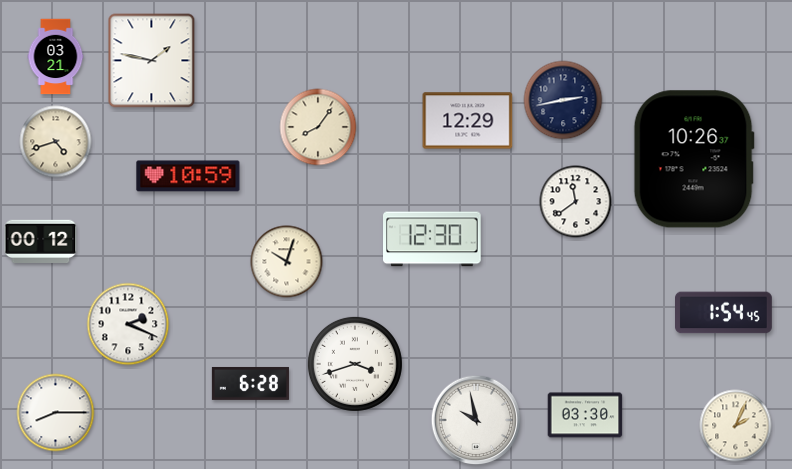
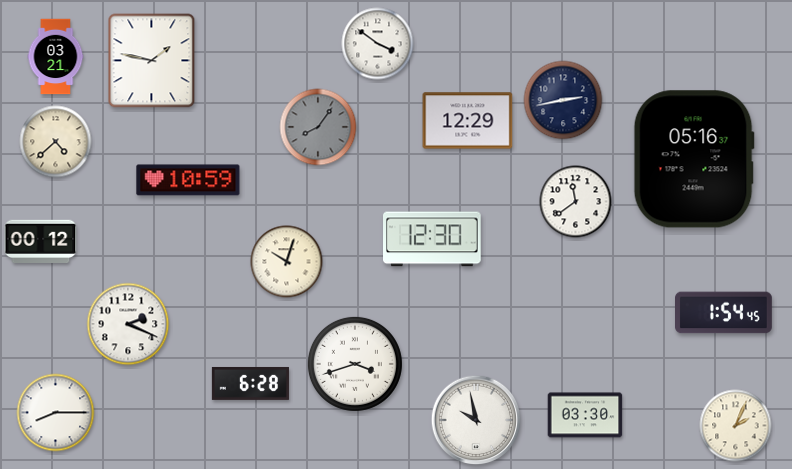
clock at (378, 44): none -> 3:51
clock at (318, 127) dial: cream -> grey
clock at (56, 142): 4:42 -> 4:38
clock at (694, 159): 10:26 -> 05:16
clock at (188, 176) position: (188, 176) -> (188, 180)
